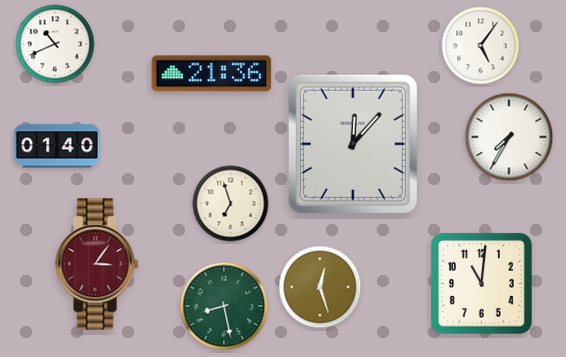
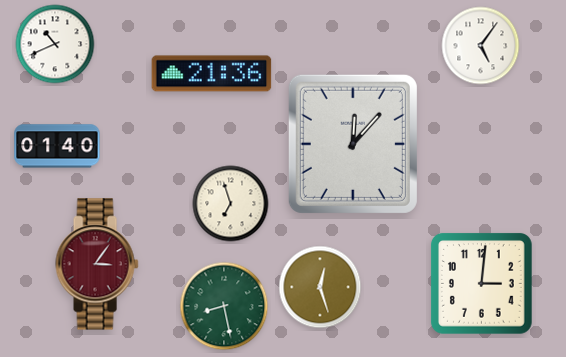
clock at (509, 137): 7:35 -> none
clock at (482, 283): 11:01 -> 3:01
